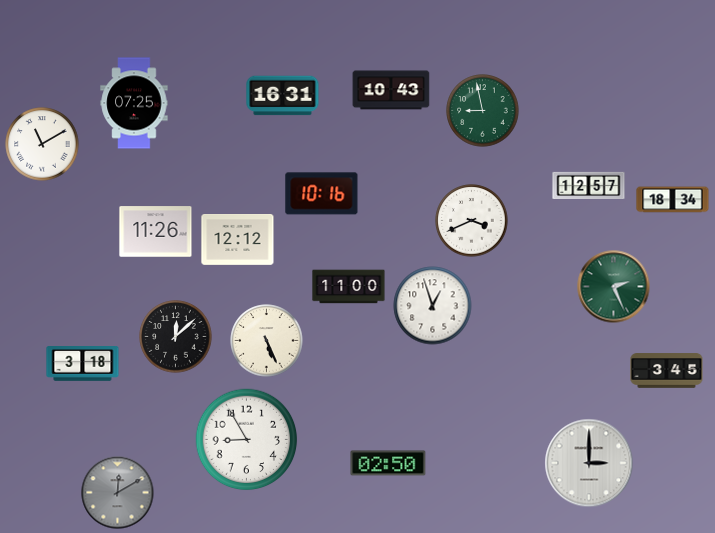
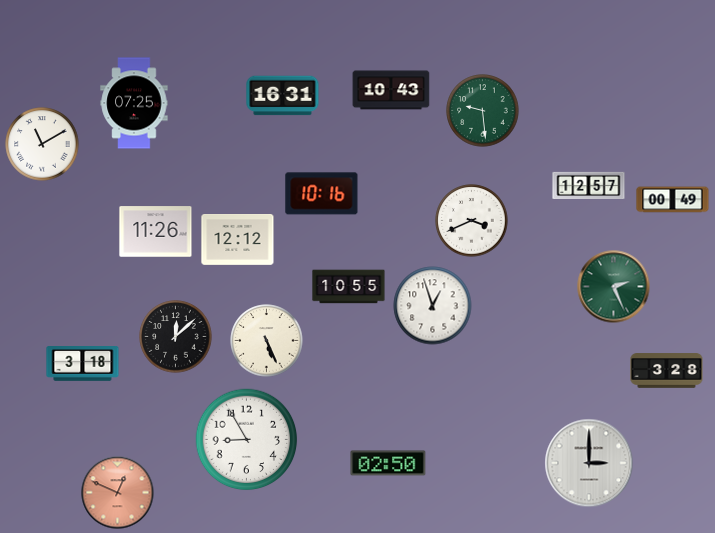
clock at (483, 111): 8:58 -> 9:29
clock at (673, 200): 18:34 -> 00:49
clock at (349, 287): 11:00 -> 10:55
clock at (667, 371): 3:45 -> 3:28
clock at (118, 493): 12:10 -> 12:49
clock at (118, 493) dial: grey -> salmon
